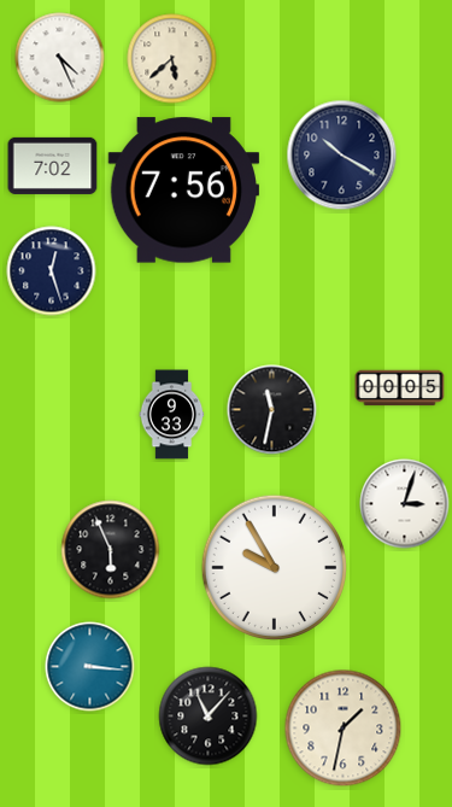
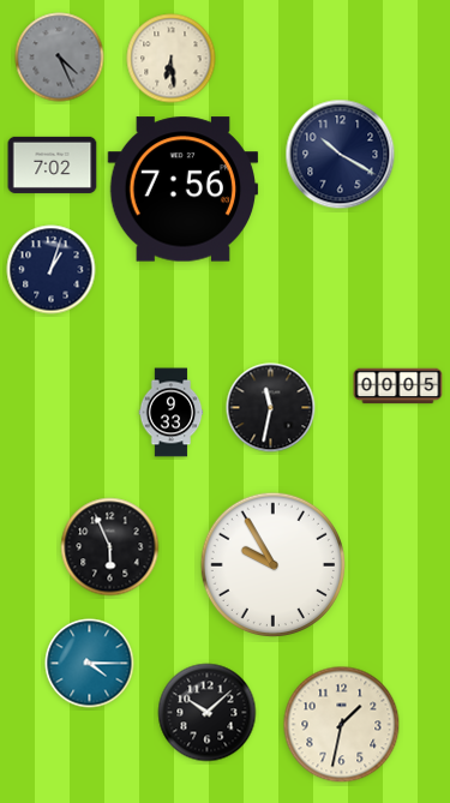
clock at (60, 58) dial: white -> grey
clock at (172, 59): 5:38 -> 6:29
clock at (52, 271): 12:27 -> 1:03
clock at (405, 504): 3:03 -> none
clock at (90, 667): 3:16 -> 4:15
clock at (209, 717): 11:07 -> 10:08
